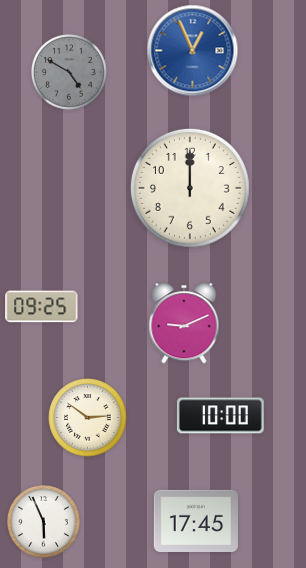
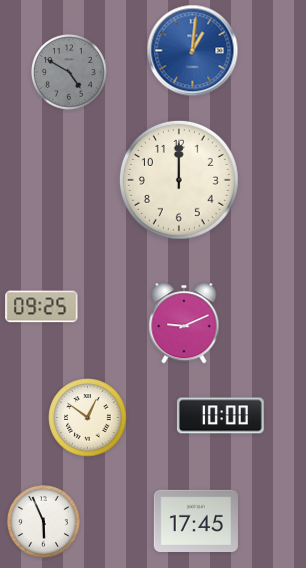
clock at (193, 51): 12:56 -> 1:01
clock at (190, 188) position: (190, 188) -> (179, 180)
clock at (88, 418): 2:51 -> 12:51
